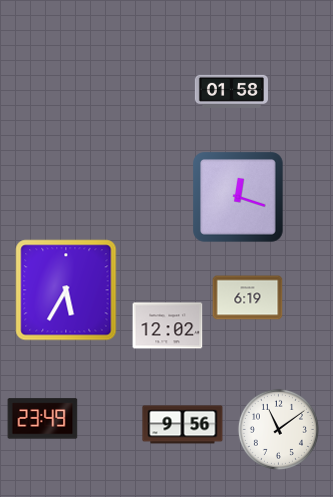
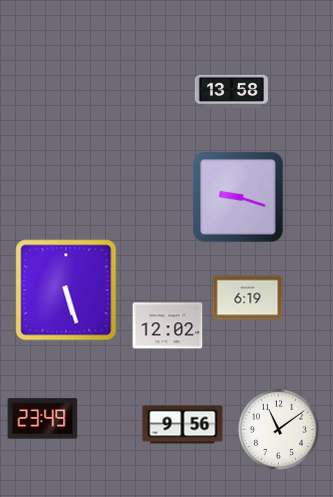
clock at (231, 91): 01:58 -> 13:58
clock at (239, 198): 12:18 -> 9:18
clock at (66, 290): 5:35 -> 5:27
